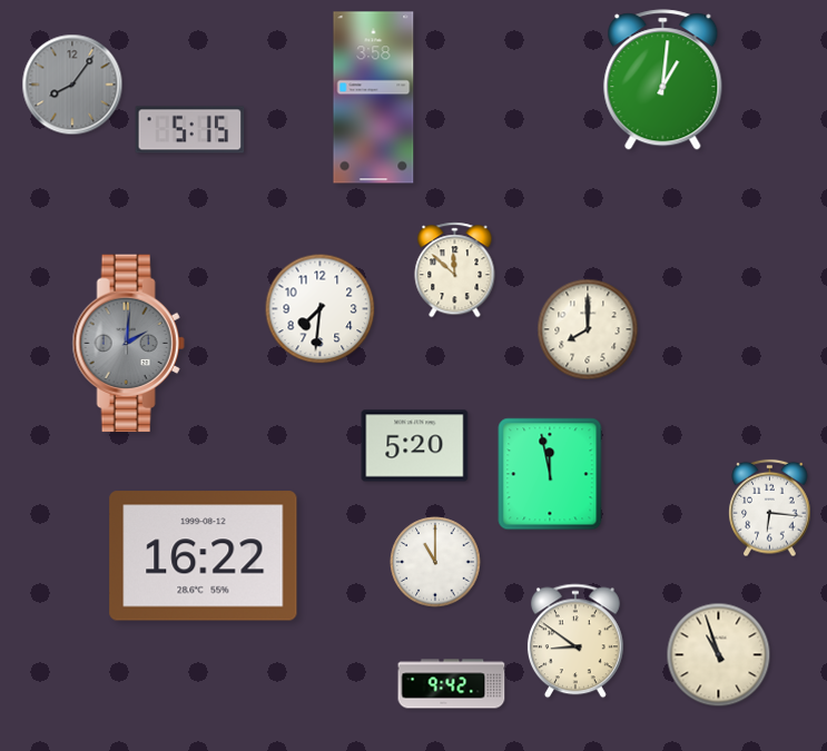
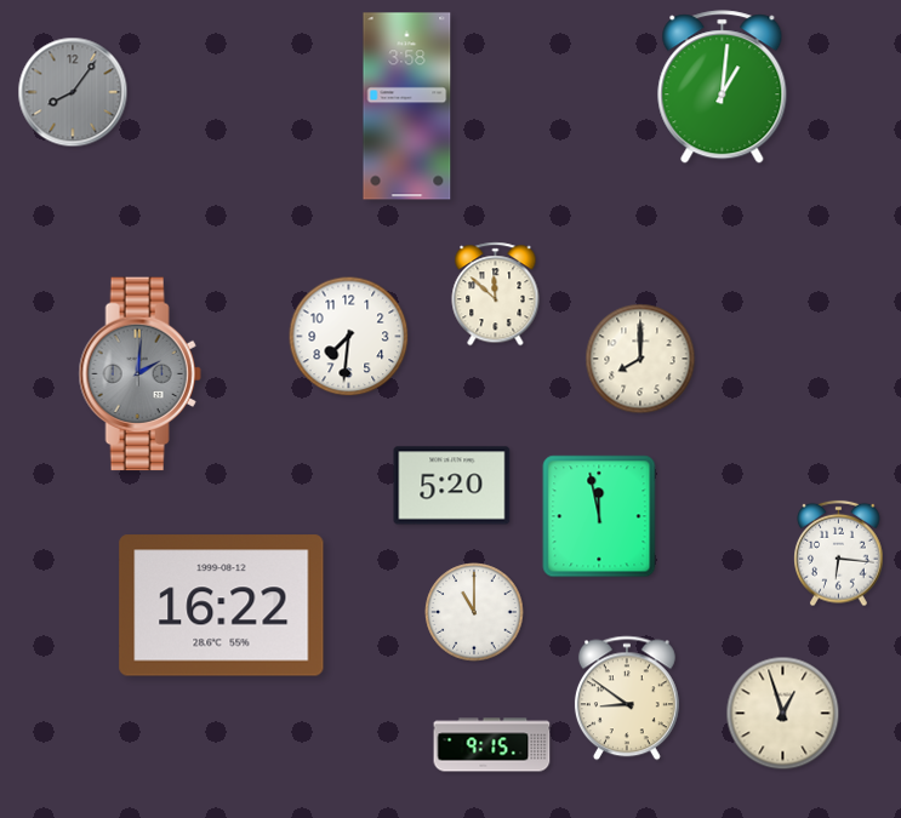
clock at (72, 85) position: (72, 85) -> (73, 92)
clock at (190, 130): 5:15 -> none
clock at (719, 655): 10:57 -> 12:57
clock at (452, 684): 9:42 -> 9:15
